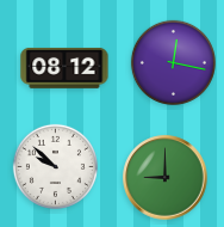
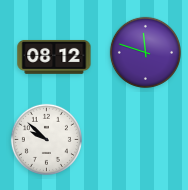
clock at (173, 62): 12:17 -> 11:48
clock at (166, 178): 9:00 -> none
